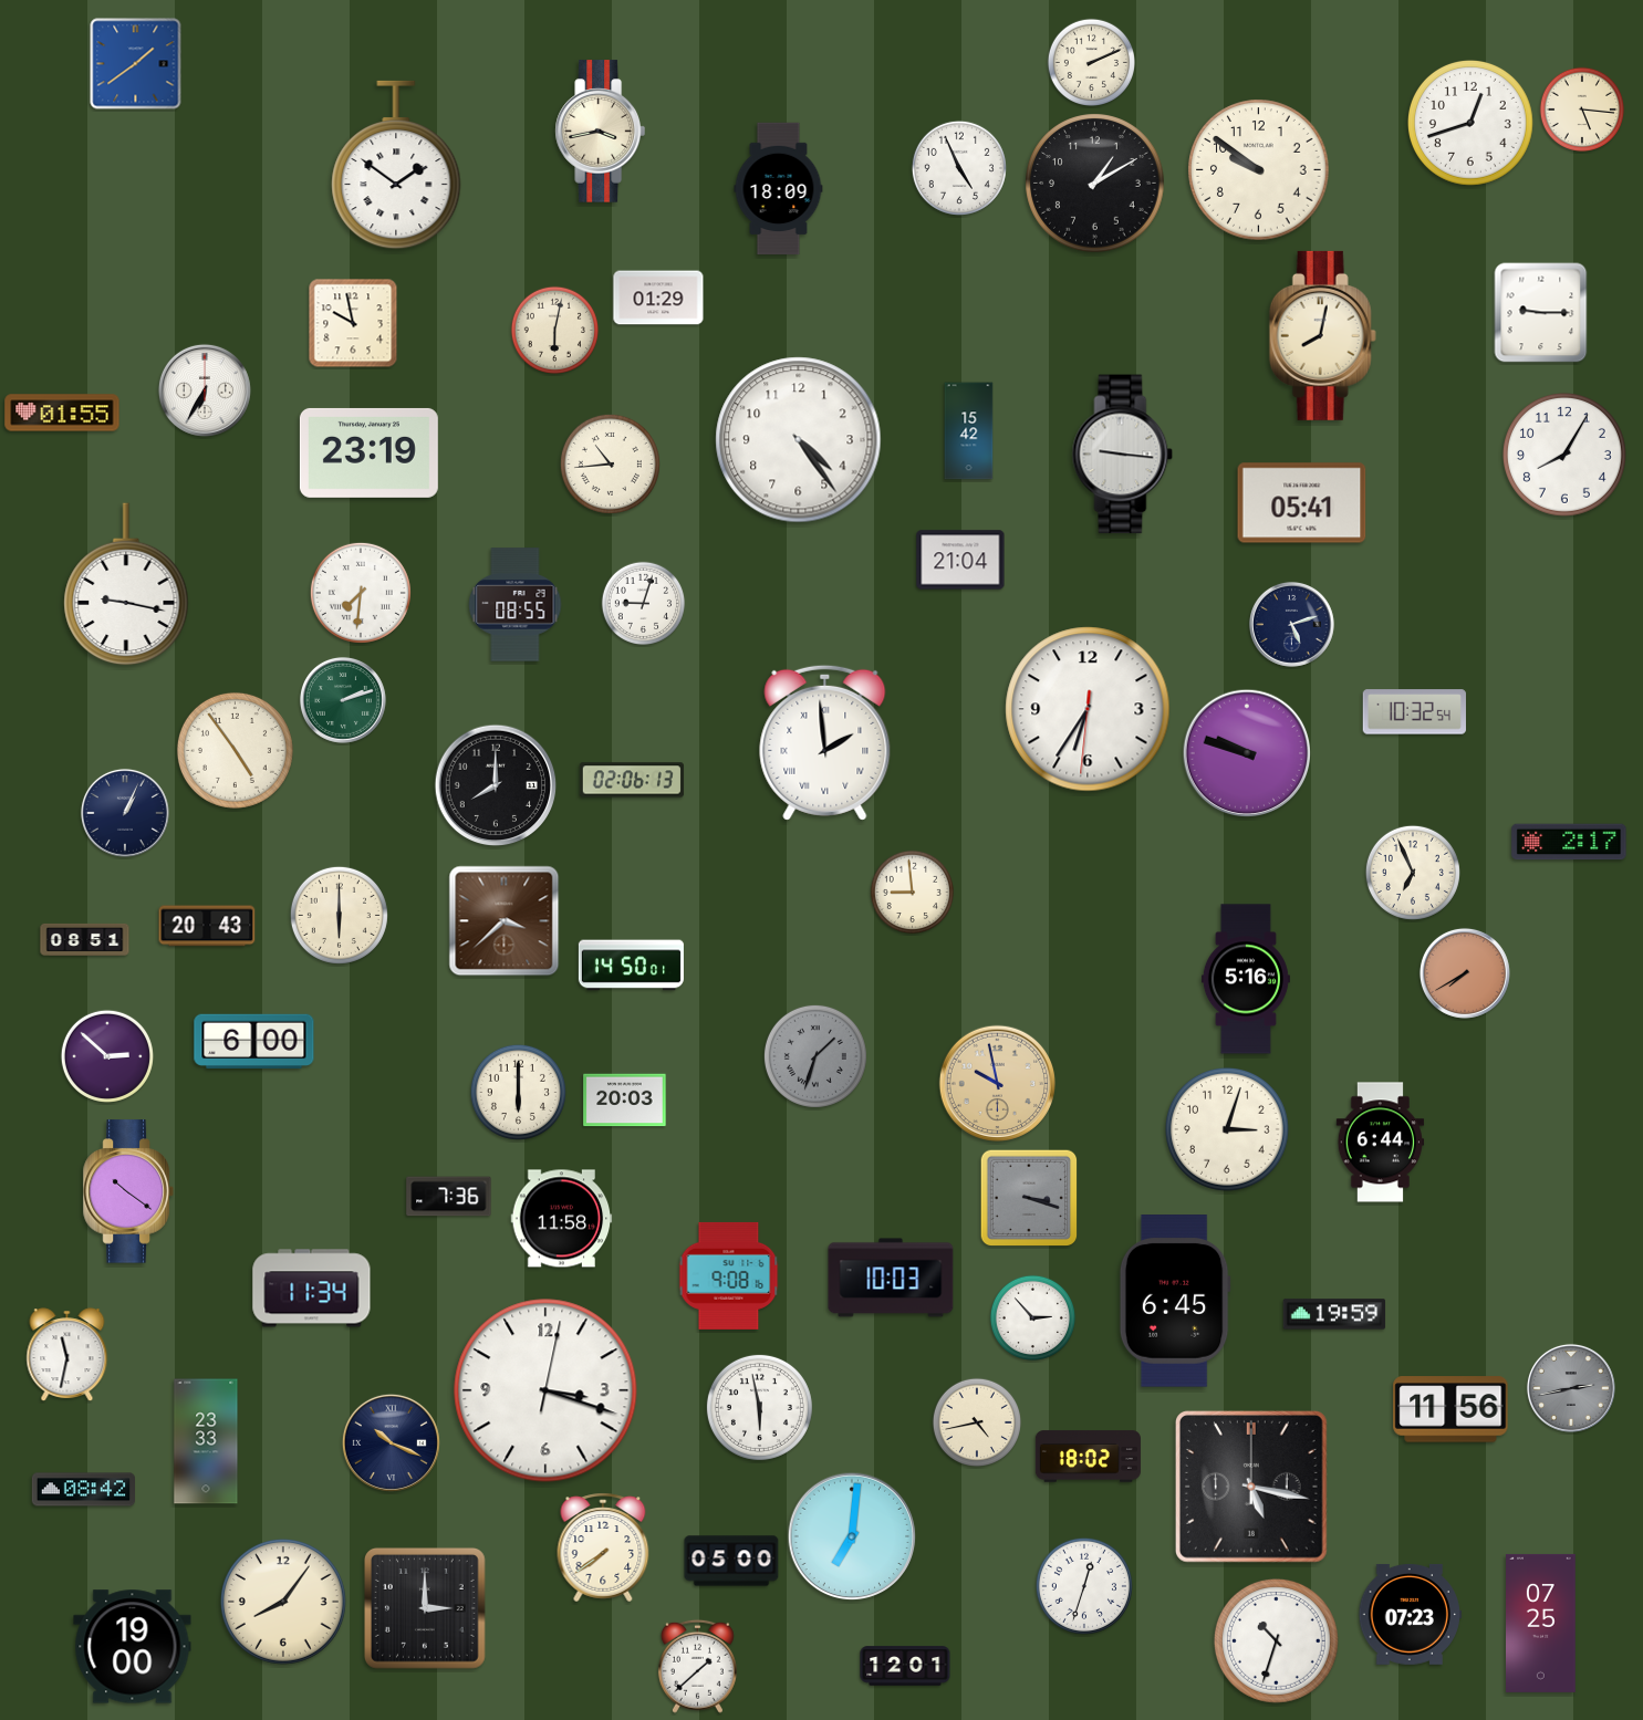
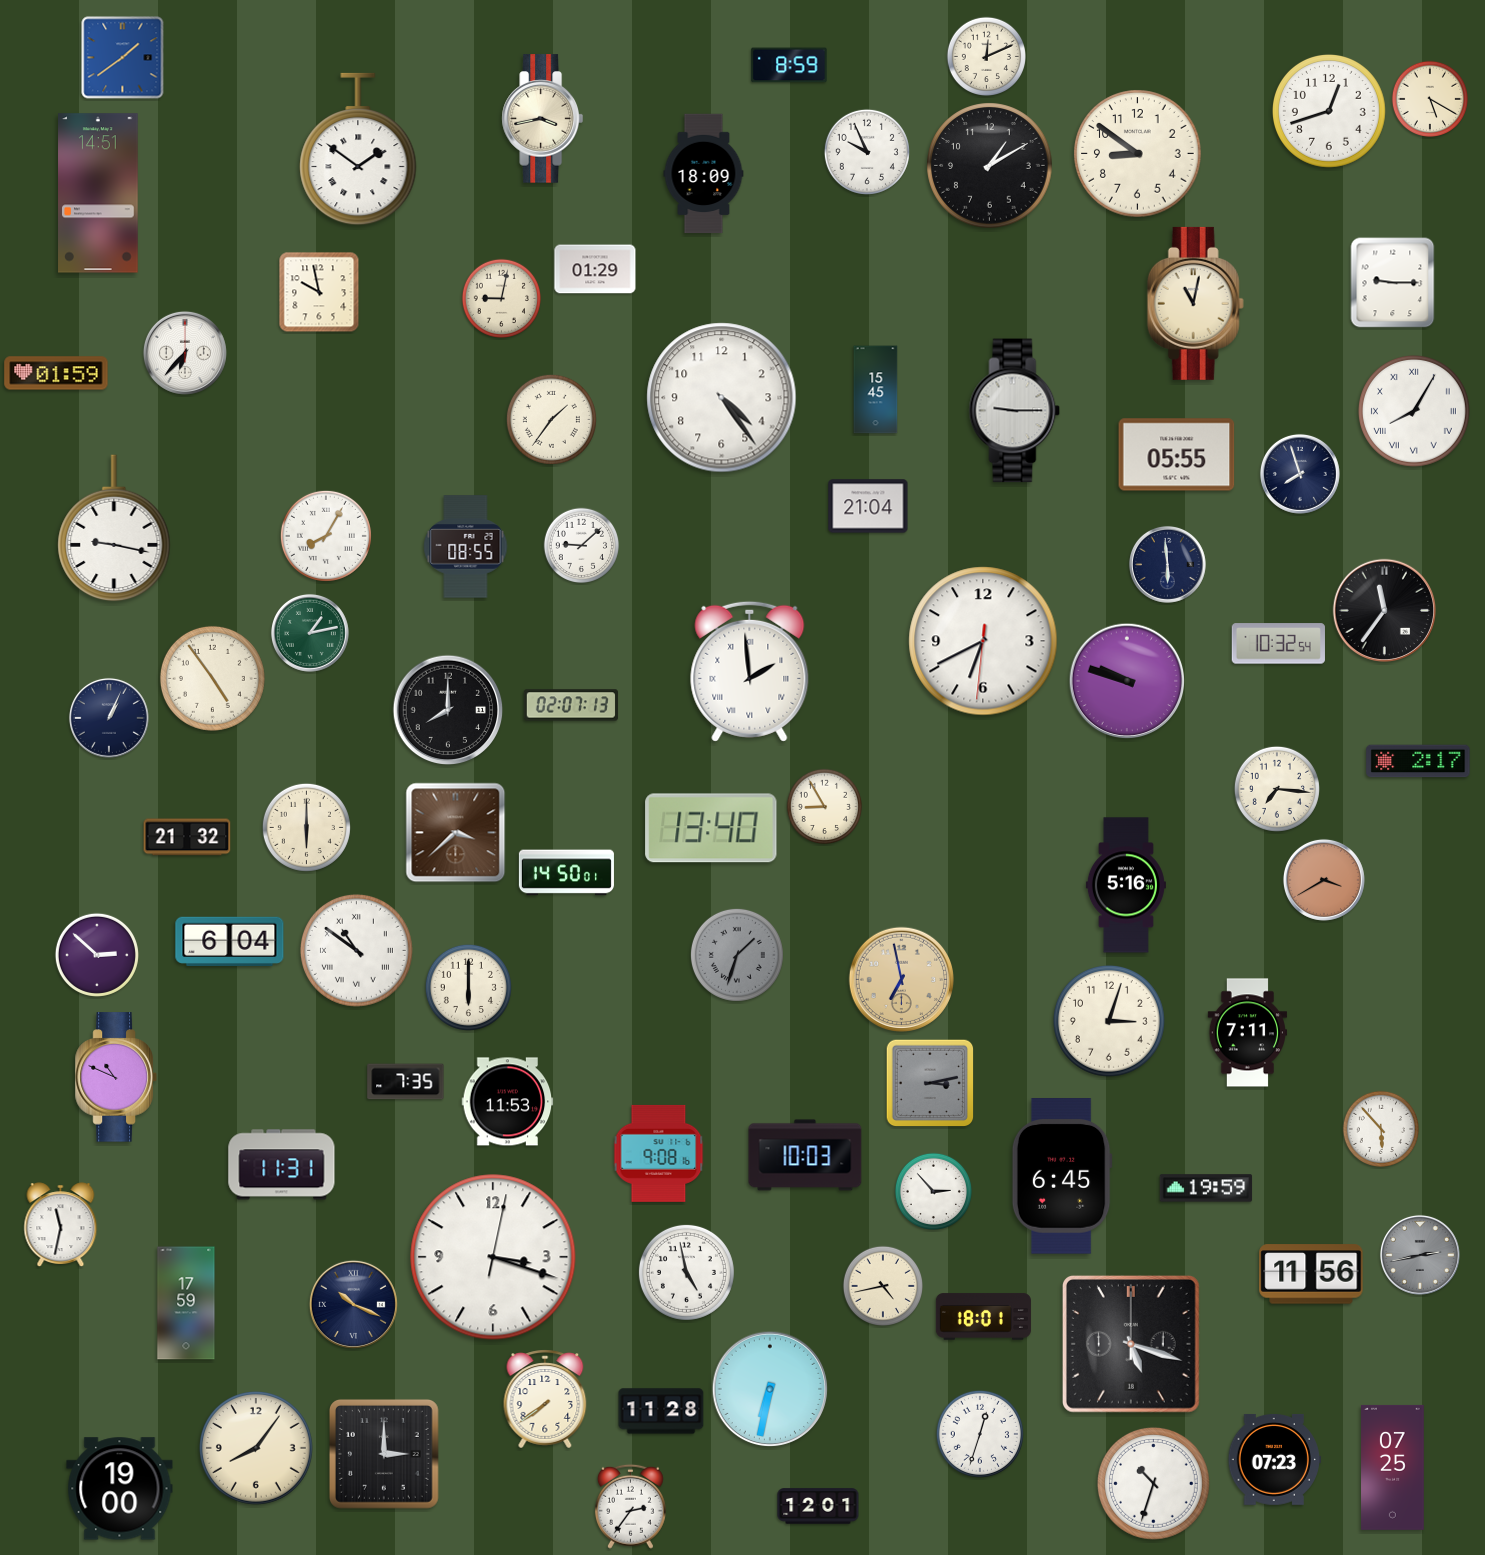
clock at (1091, 62): 2:11 -> 12:11
clock at (789, 65): none -> 8:59
clock at (1582, 110): 5:16 -> 5:20
clock at (959, 168): 4:56 -> 9:56
clock at (1259, 170): 9:51 -> 8:51
clock at (779, 189) position: (779, 189) -> (704, 174)
clock at (98, 193): none -> 14:51
clock at (554, 330): 6:02 -> 9:02
clock at (1322, 335): 8:02 -> 11:02
clock at (205, 390): 6:35 -> 6:37
clock at (62, 413): 01:55 -> 01:59
clock at (969, 431): 15:42 -> 15:45
clock at (368, 452): 23:19 -> none
clock at (1123, 455): 9:16 -> 9:15
clock at (1564, 455) numerals: Arabic -> Roman
clock at (610, 463): 10:44 -> 1:36
clock at (1302, 503): 05:41 -> 05:55
clock at (1300, 474): none -> 7:57
clock at (361, 593): 7:31 -> 8:05
clock at (644, 604): 9:03 -> 9:08
clock at (1291, 624): 5:12 -> 5:59
clock at (1384, 610): none -> 11:36
clock at (343, 700): 2:12 -> 1:13
clock at (1088, 709): 6:35 -> 6:40
clock at (825, 742) position: (825, 742) -> (750, 671)
clock at (631, 780): 02:06 -> 02:07
clock at (125, 813) position: (125, 813) -> (109, 718)
clock at (1413, 873): 6:56 -> 7:16
clock at (913, 893): 8:59 -> 8:55
clock at (711, 828): none -> 13:40
clock at (207, 926): 20:43 -> 21:32
clock at (85, 939): 08:51 -> none
clock at (631, 966) position: (631, 966) -> (566, 873)
clock at (1465, 973): 7:40 -> 3:40
clock at (254, 1041): 6:00 -> 6:04
clock at (356, 950): none -> 10:51
clock at (997, 1083): 9:58 -> 6:58
clock at (625, 1101): 20:03 -> none
clock at (1381, 1143): 6:44 -> 7:11
clock at (128, 1191): 10:21 -> 10:49
clock at (449, 1197): 7:36 -> 7:35
clock at (1029, 1198): 3:18 -> 3:13
clock at (562, 1219): 11:58 -> 11:53
clock at (1381, 1129): none -> 5:53
clock at (312, 1289): 11:34 -> 11:31
clock at (759, 1407): 5:58 -> 4:58
clock at (206, 1441): 23:33 -> 17:59
clock at (1088, 1457): 18:02 -> 18:01
clock at (1251, 1487): 5:17 -> 5:18
clock at (83, 1490): 08:42 -> none
clock at (852, 1536): 7:01 -> 6:32
clock at (731, 1561): 05:00 -> 11:28
clock at (697, 1666): 1:38 -> 2:36
